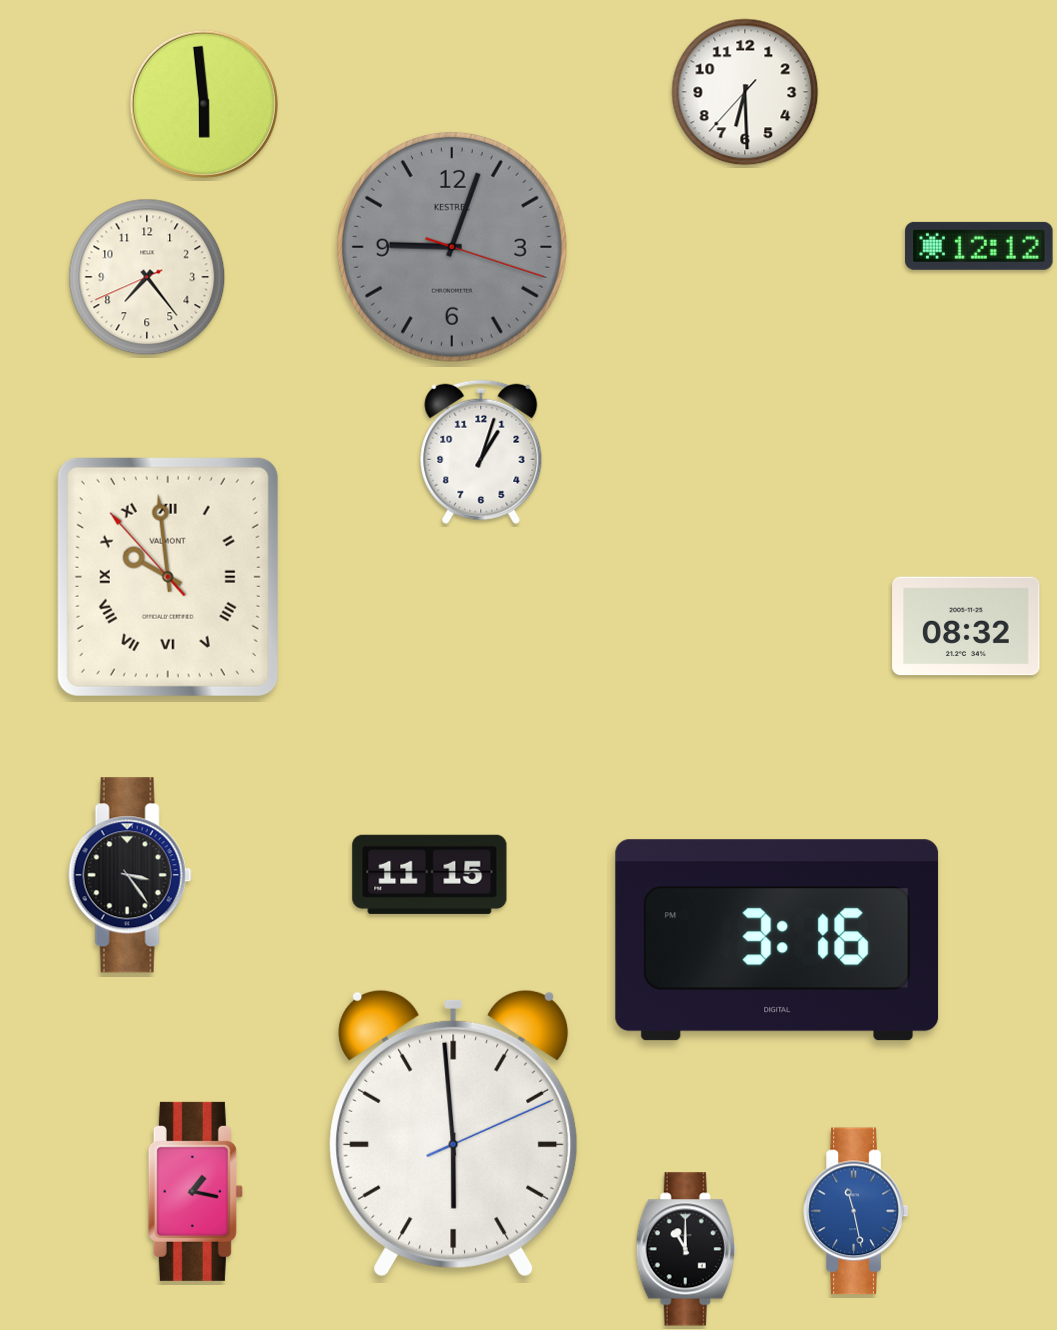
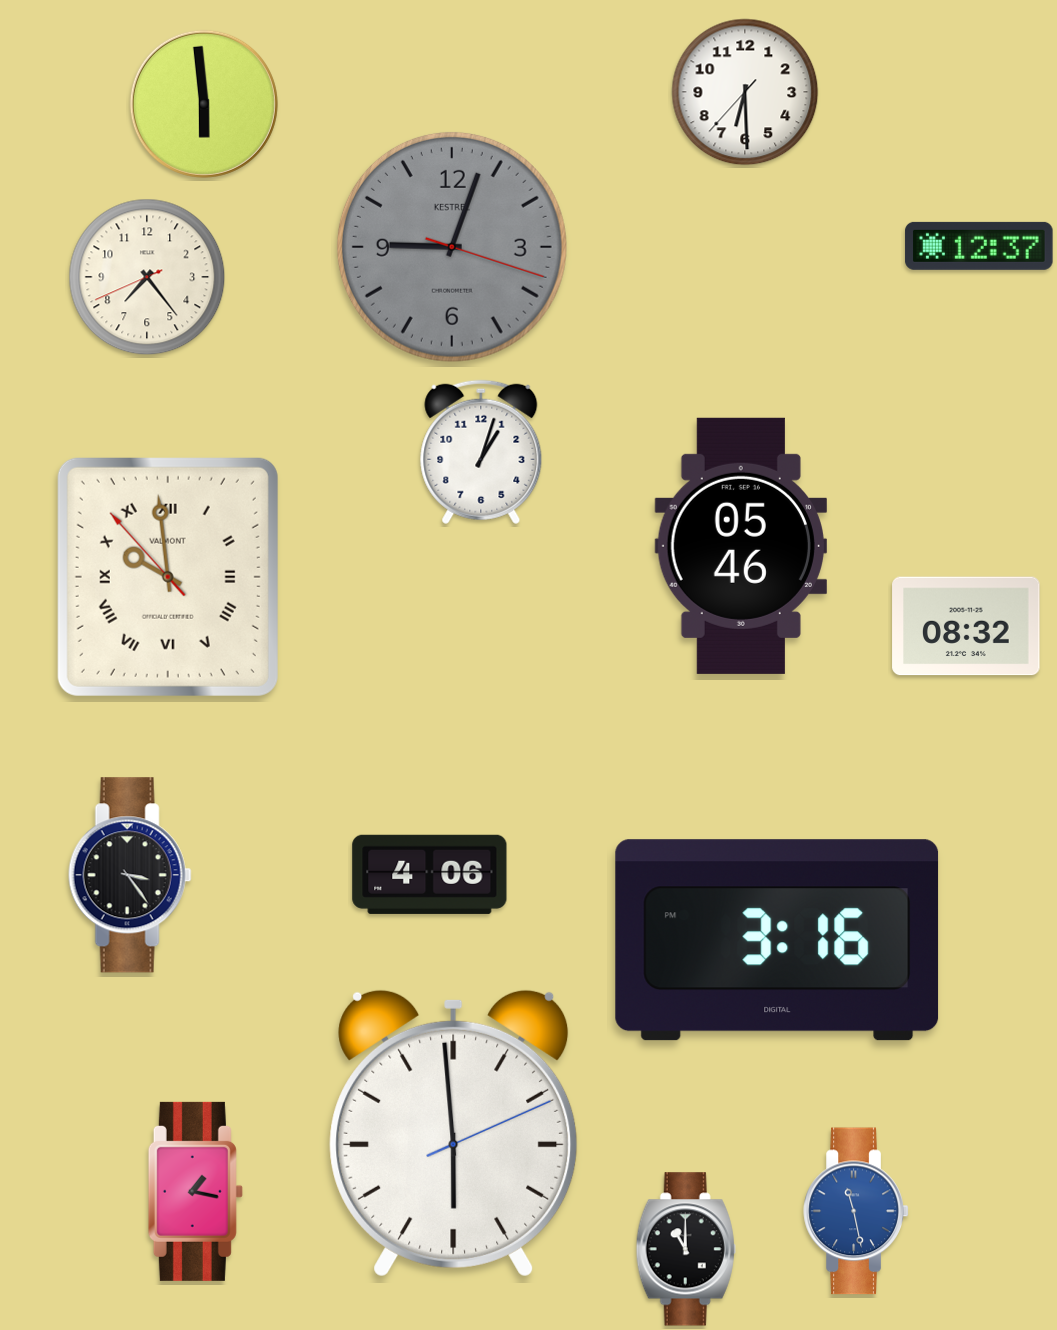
clock at (979, 246): 12:12 -> 12:37
clock at (741, 546): none -> 05:46
clock at (430, 874): 11:15 -> 4:06
